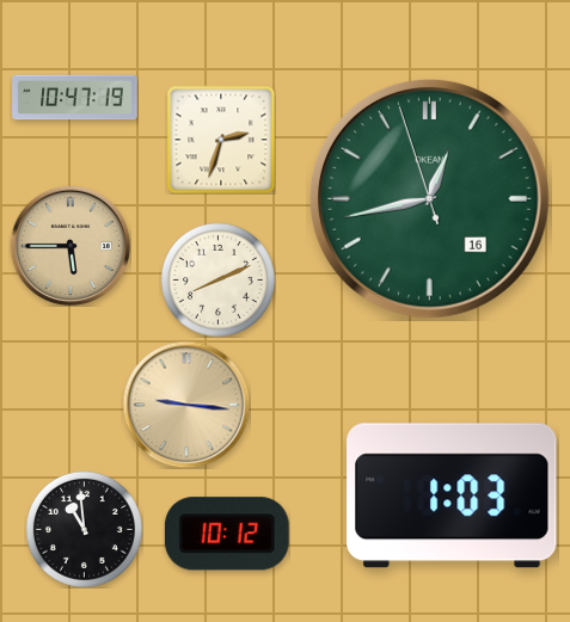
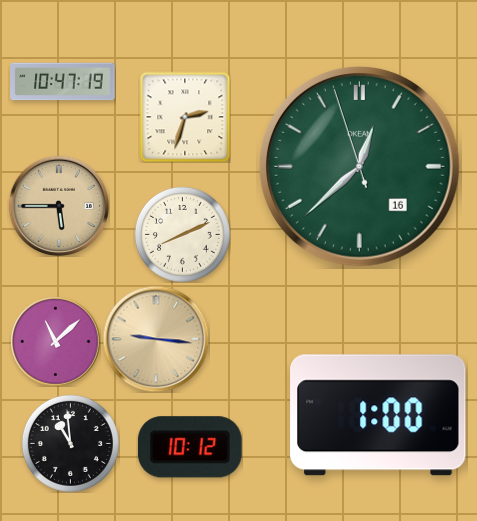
clock at (429, 198): 12:42 -> 12:37
clock at (55, 341): none -> 11:08
clock at (452, 495): 1:03 -> 1:00
